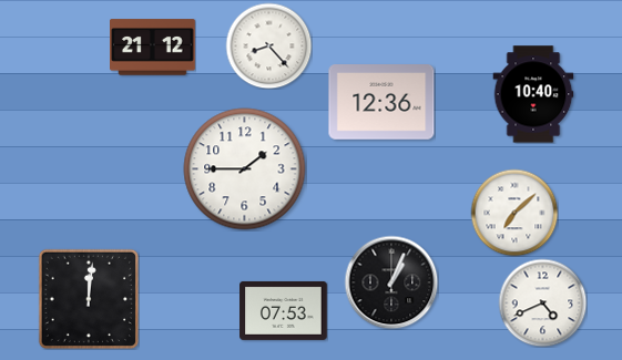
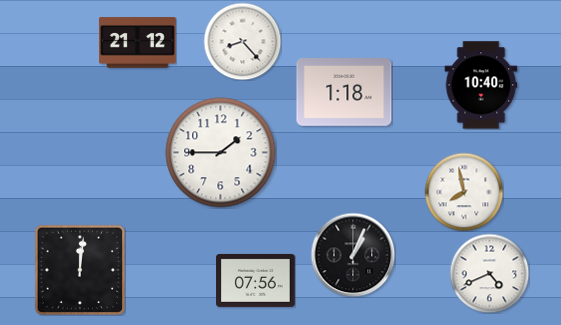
clock at (381, 103): 12:36 -> 1:18
clock at (514, 213): 7:08 -> 7:58
clock at (284, 310): 07:53 -> 07:56
